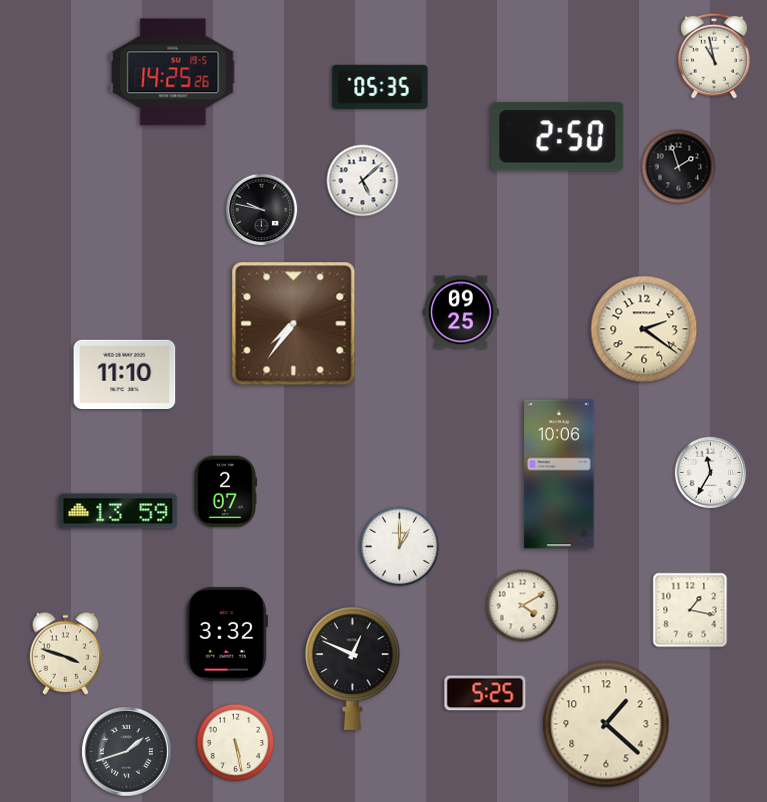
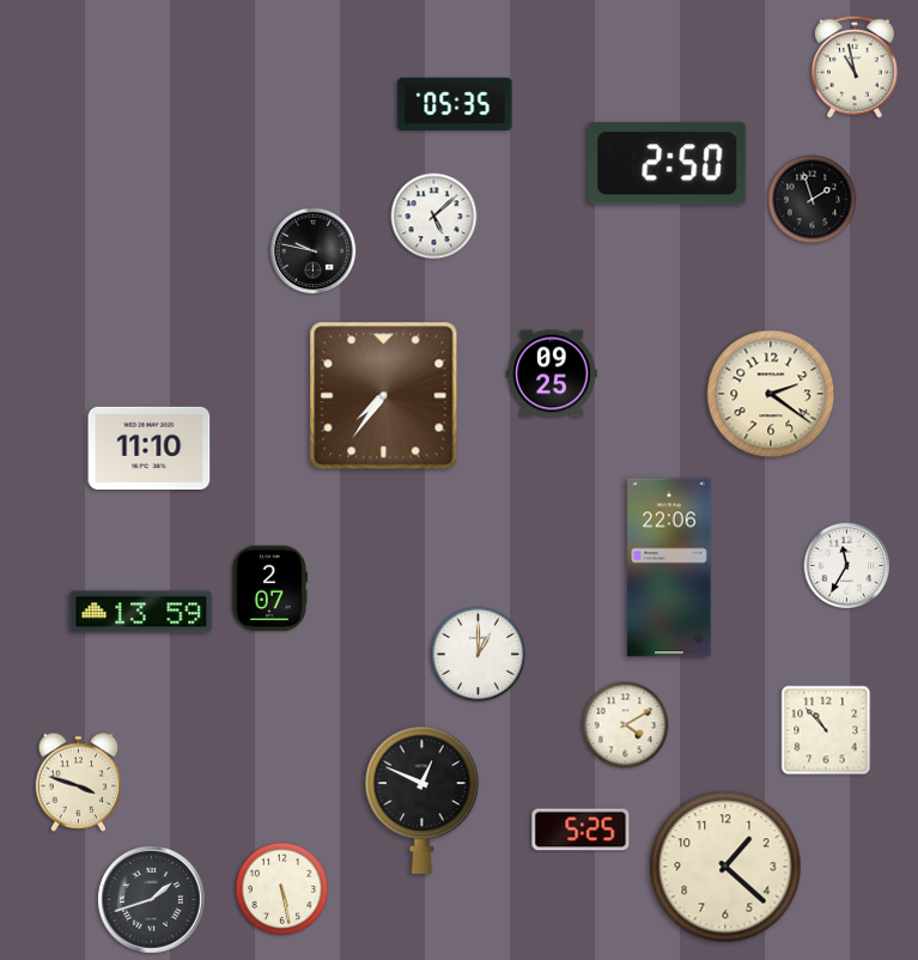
clock at (173, 72): 14:25 -> none
clock at (294, 324) position: (294, 324) -> (384, 396)
clock at (711, 473) position: (711, 473) -> (847, 566)
clock at (559, 474): 10:06 -> 22:06
clock at (690, 610): 1:17 -> 10:53
clock at (227, 634): 3:32 -> none
